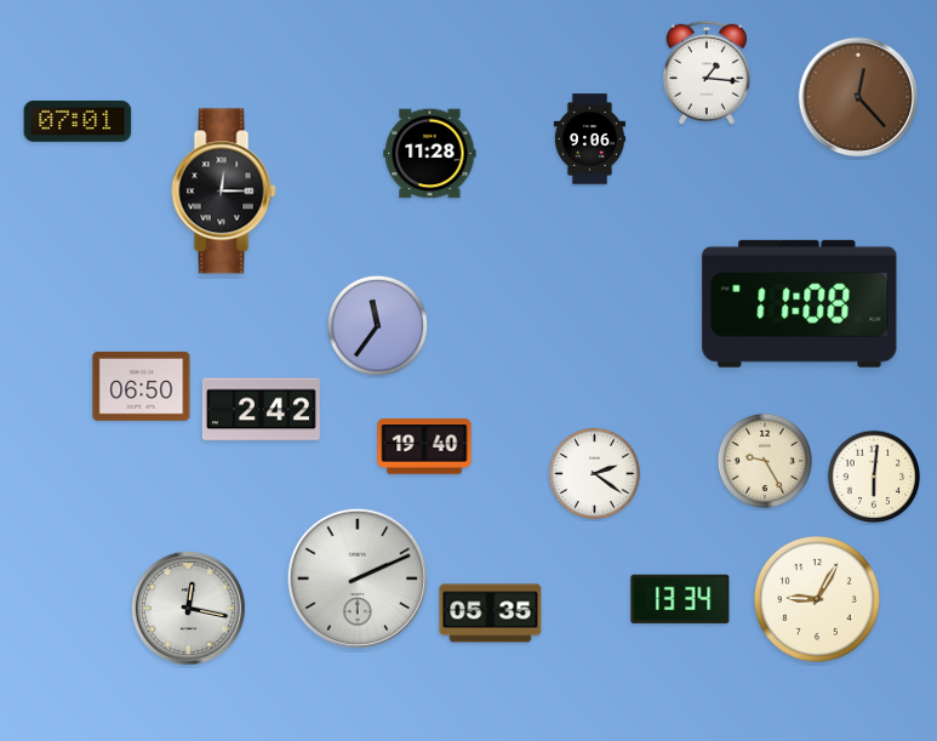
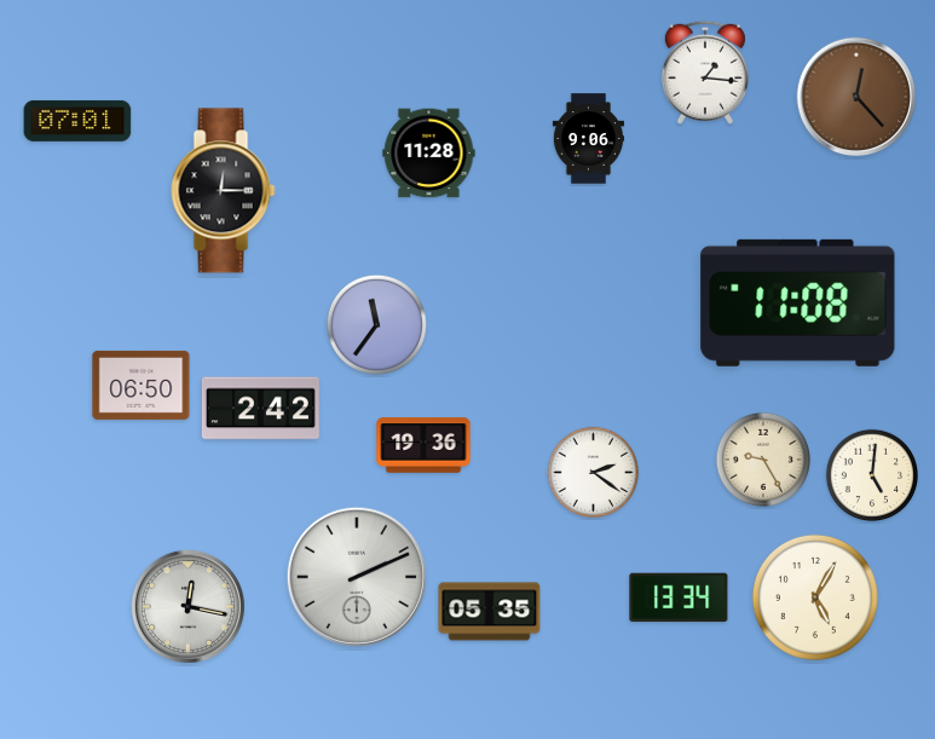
clock at (424, 446): 19:40 -> 19:36
clock at (873, 475): 6:01 -> 5:01
clock at (817, 599): 9:05 -> 5:05
